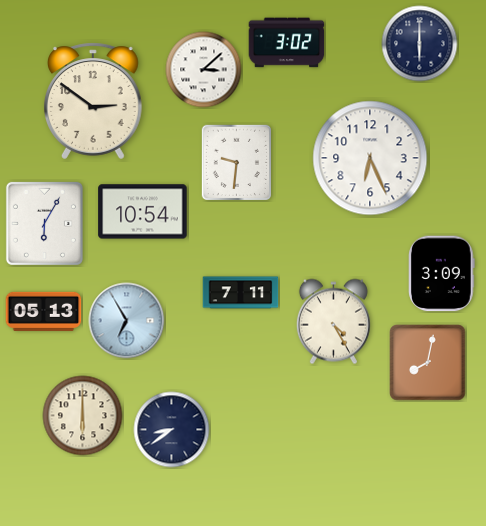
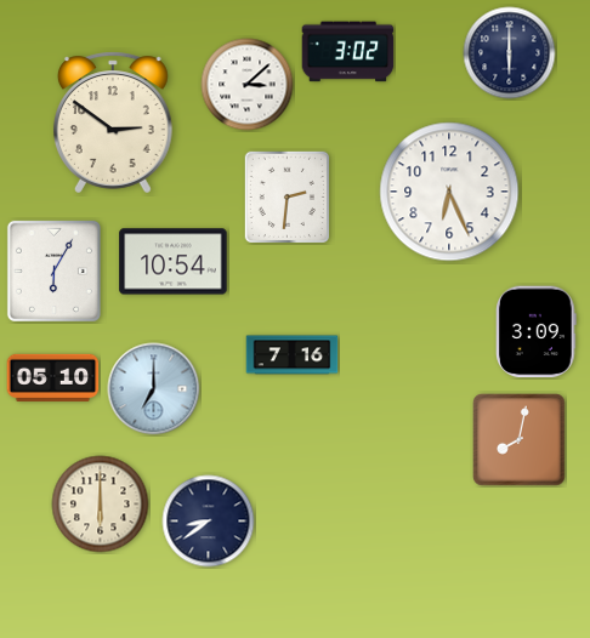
clock at (236, 162): 9:31 -> 2:31
clock at (143, 212) position: (143, 212) -> (174, 262)
clock at (241, 293): 7:11 -> 7:16
clock at (44, 311): 05:13 -> 05:10
clock at (127, 321): 6:55 -> 7:00
clock at (333, 322): 4:25 -> none
